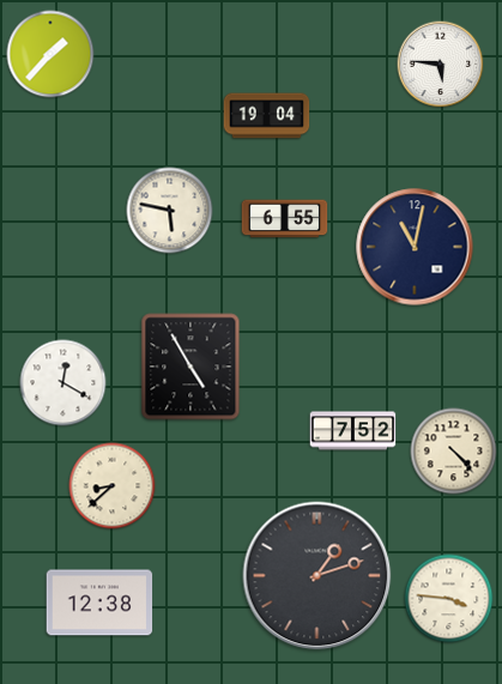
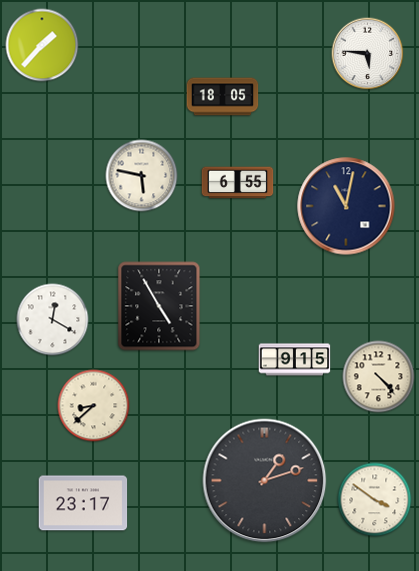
clock at (267, 116): 19:04 -> 18:05
clock at (353, 431): 7:52 -> 9:15
clock at (449, 599): 3:46 -> 3:51
clock at (99, 603): 12:38 -> 23:17
